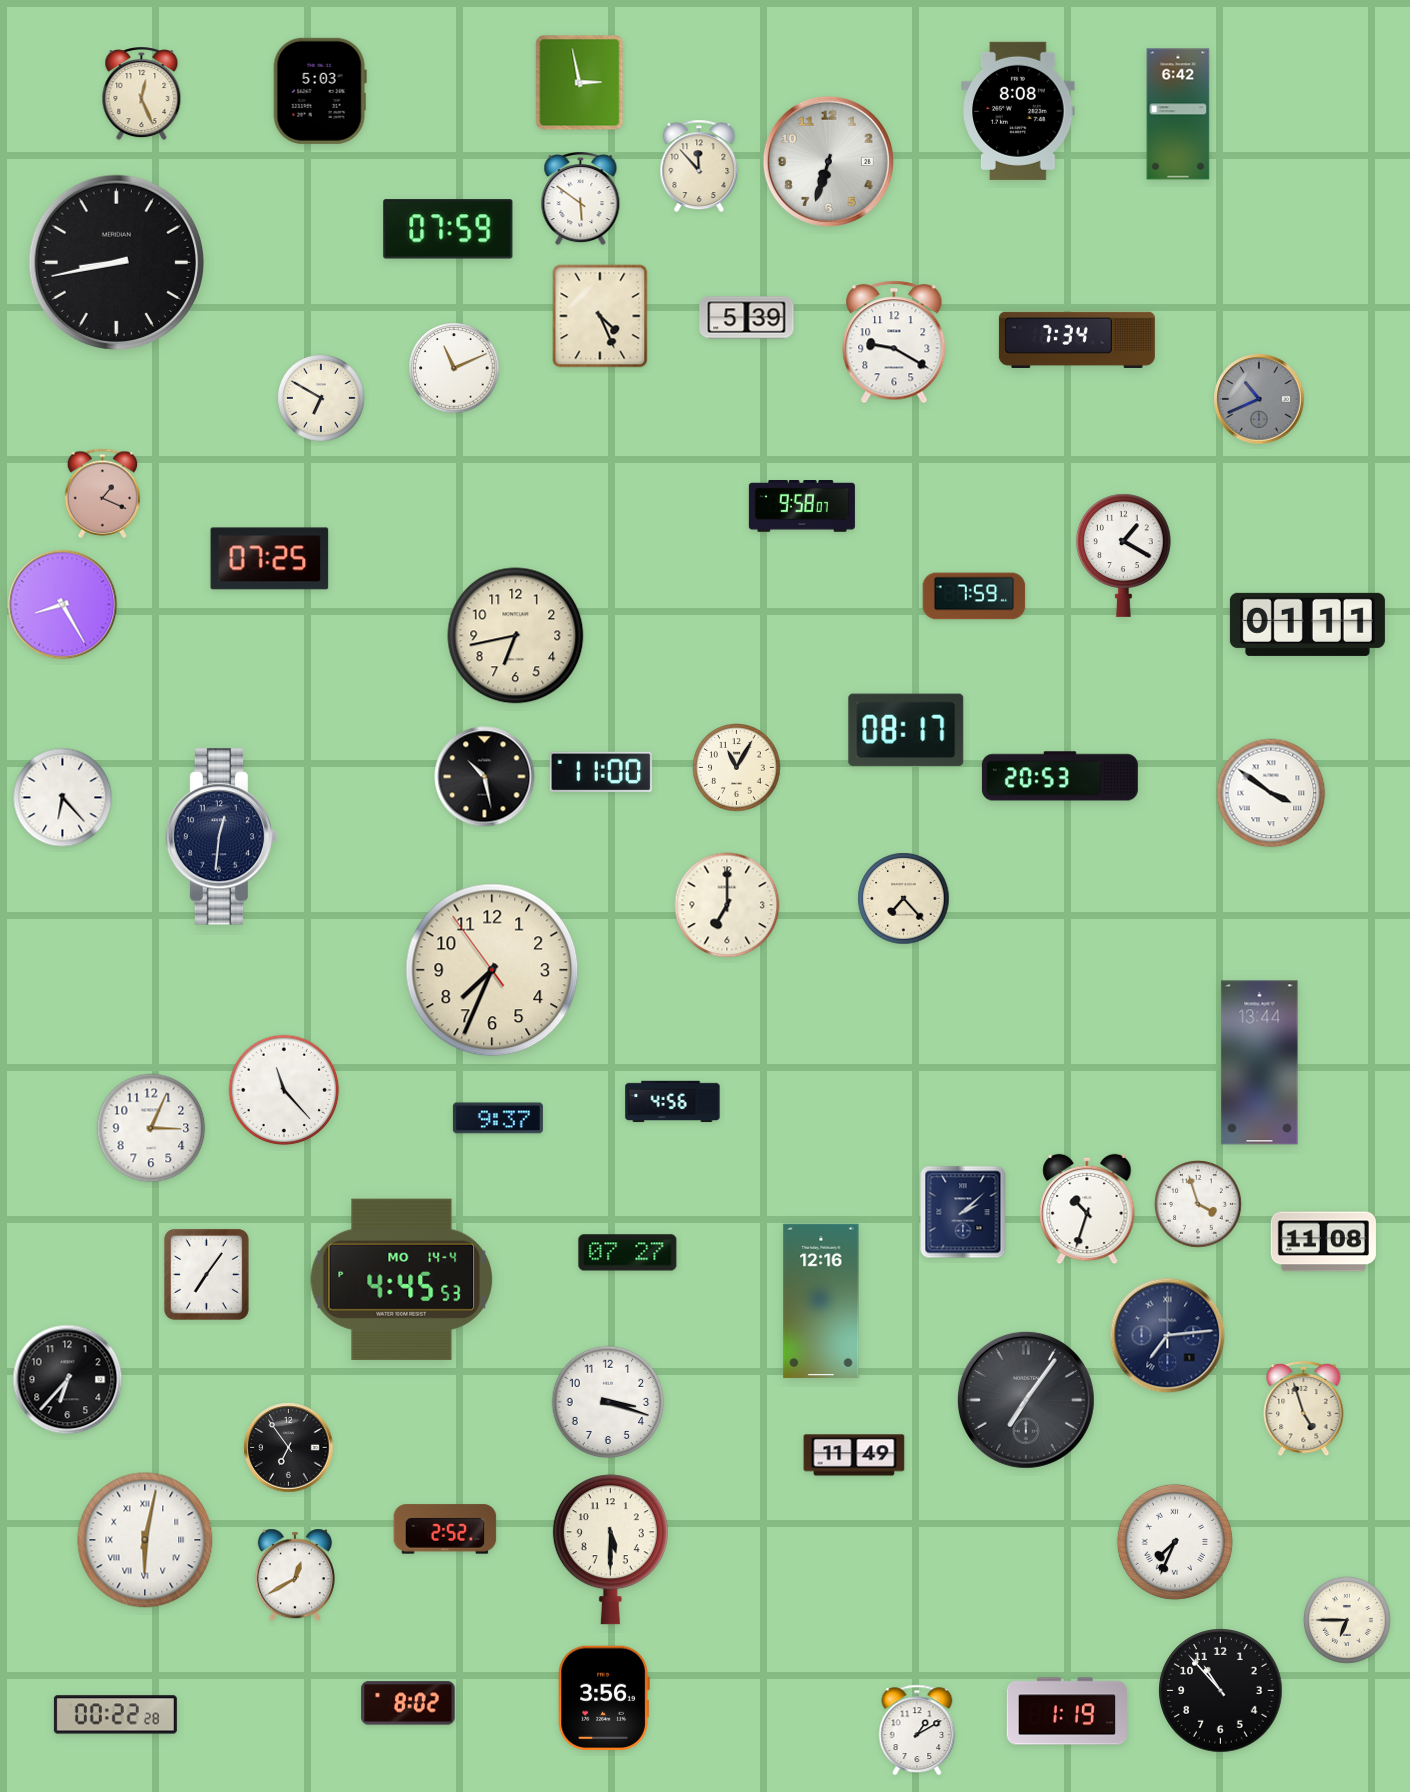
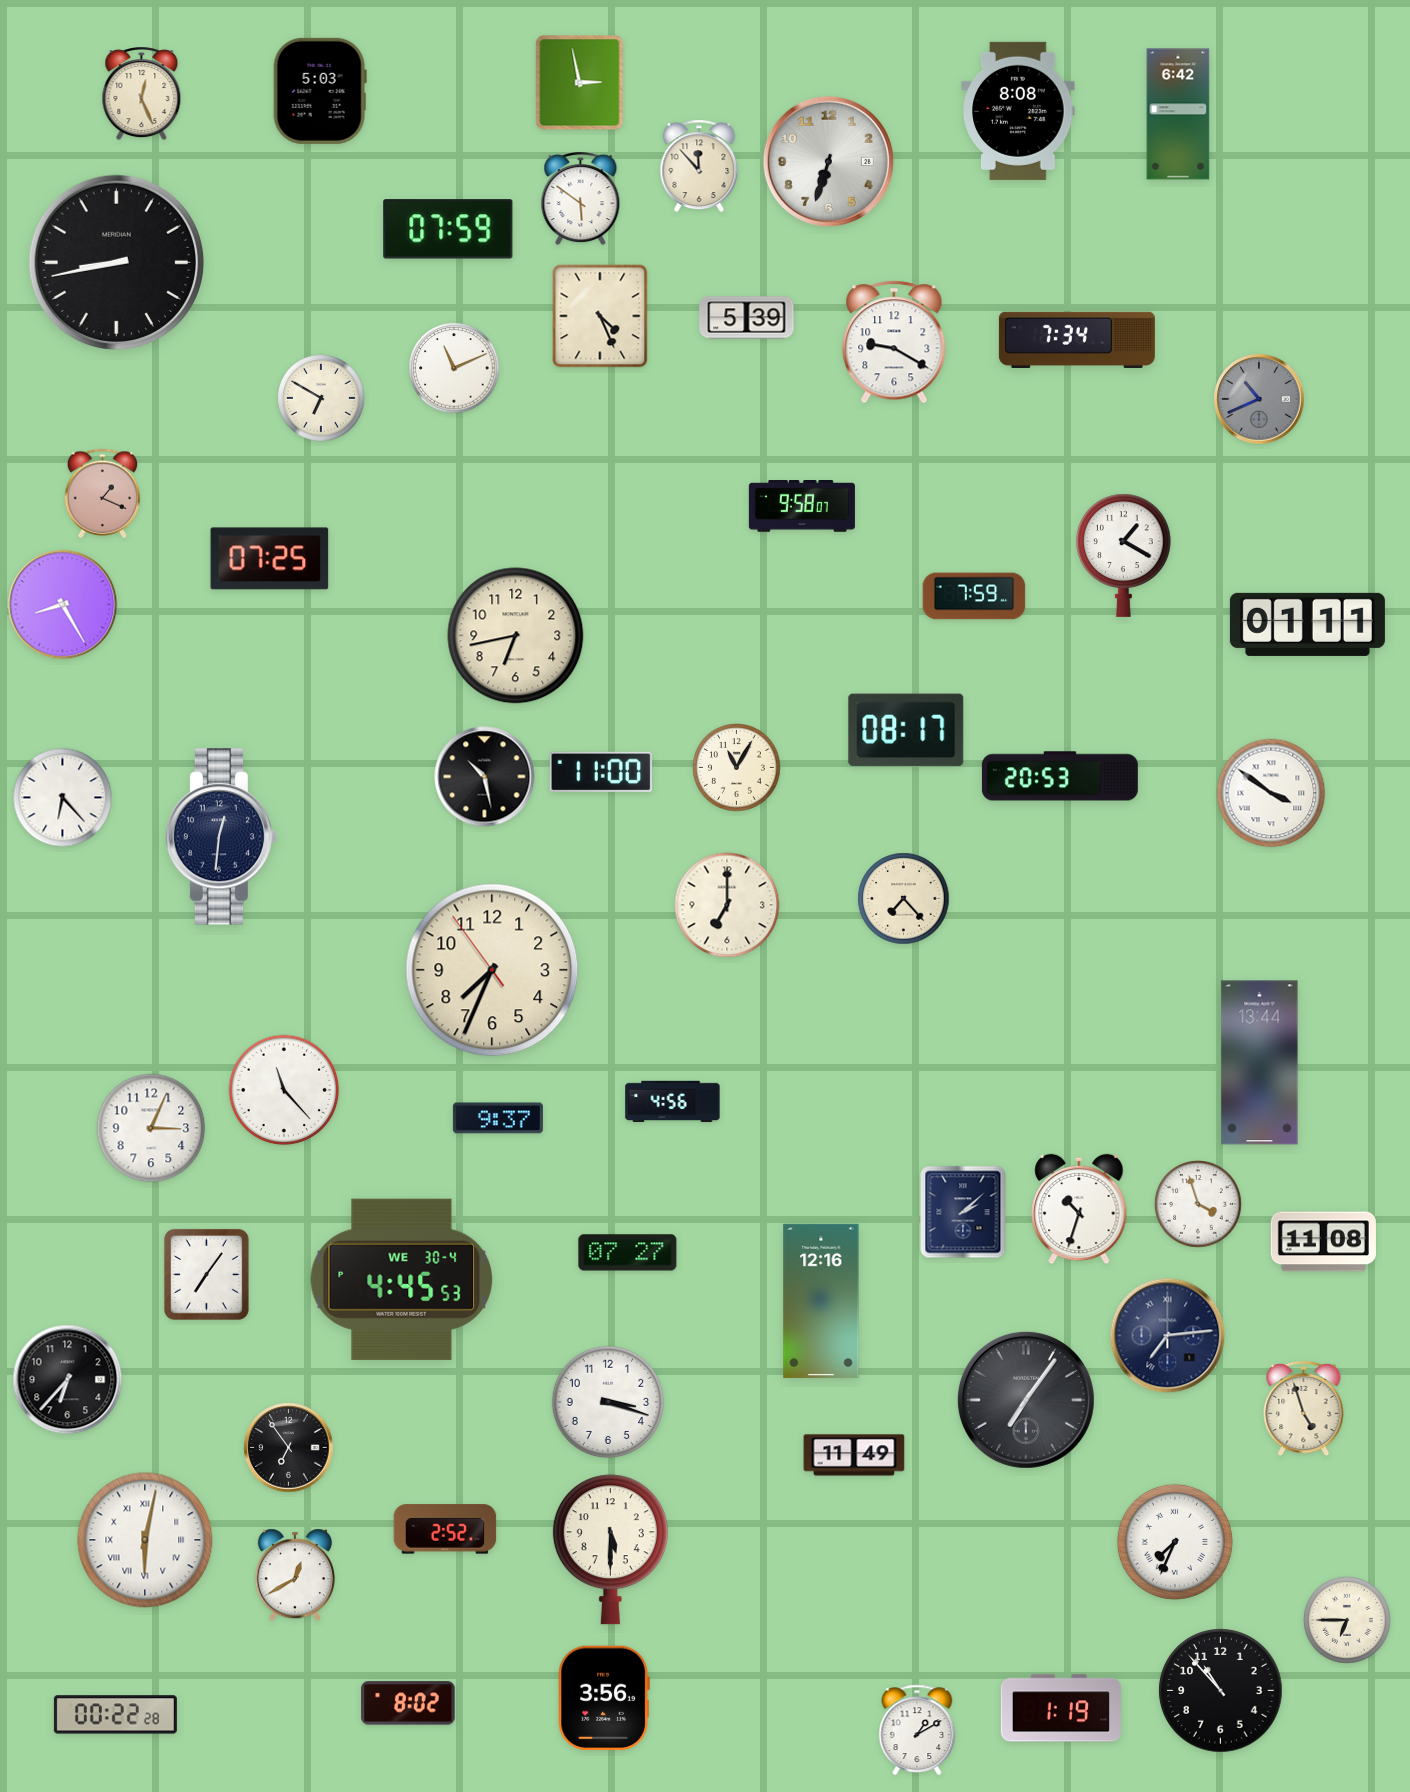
clock at (1087, 1209) position: (1087, 1209) -> (1079, 1209)
clock at (402, 1279) date: MO 14-4 -> WE 30-4
clock at (1066, 1711) position: (1066, 1711) -> (1060, 1708)
